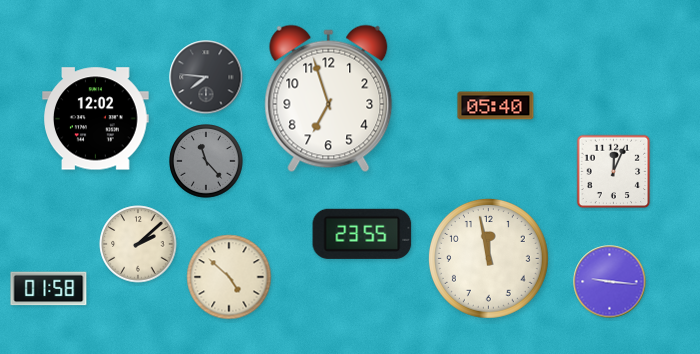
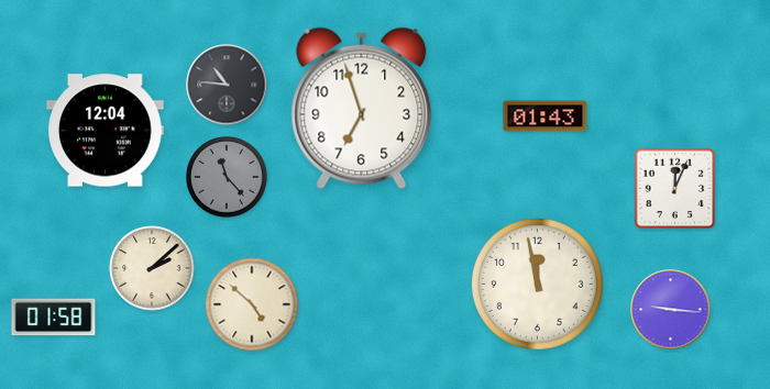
clock at (206, 77): 7:46 -> 10:46
clock at (496, 106): 05:40 -> 01:43
clock at (96, 119): 12:02 -> 12:04
clock at (362, 234): 23:55 -> none
